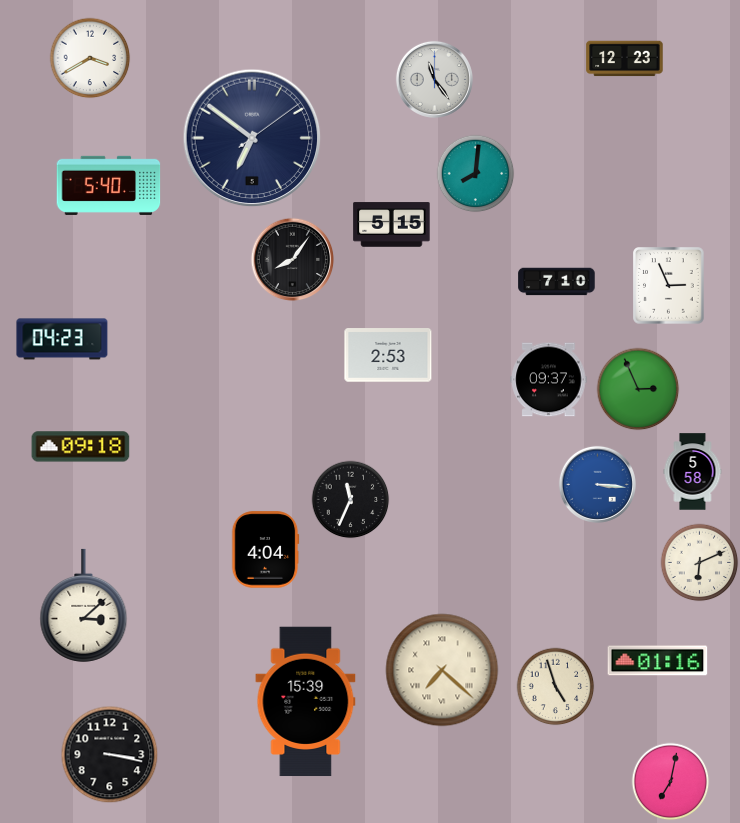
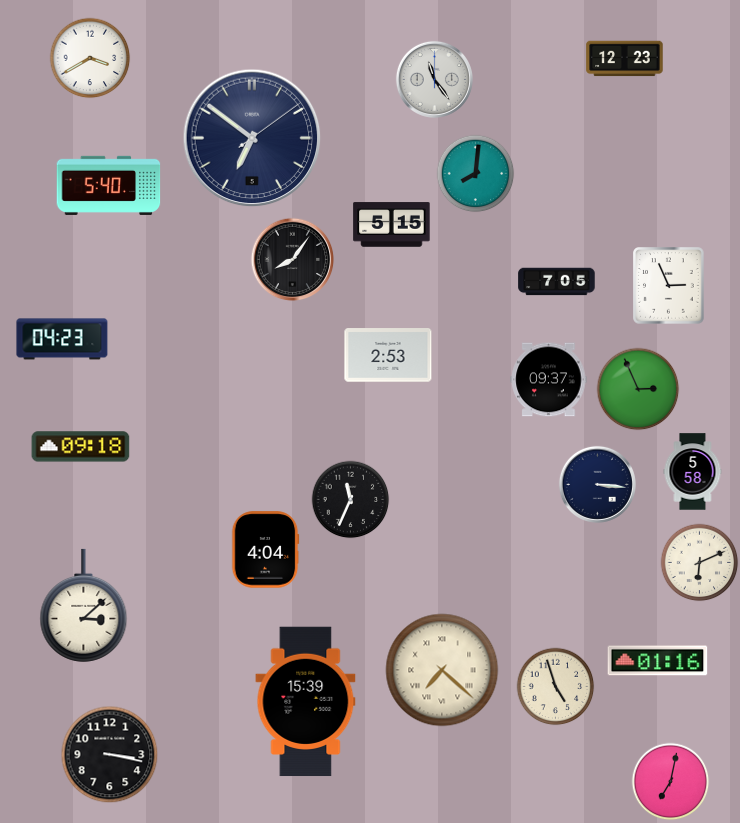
clock at (557, 282): 7:10 -> 7:05
clock at (597, 484) dial: blue -> navy
